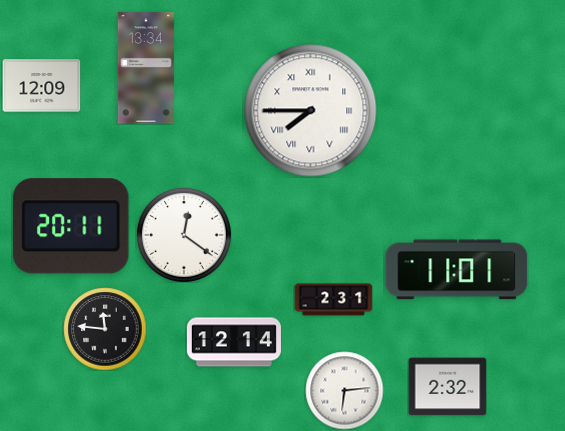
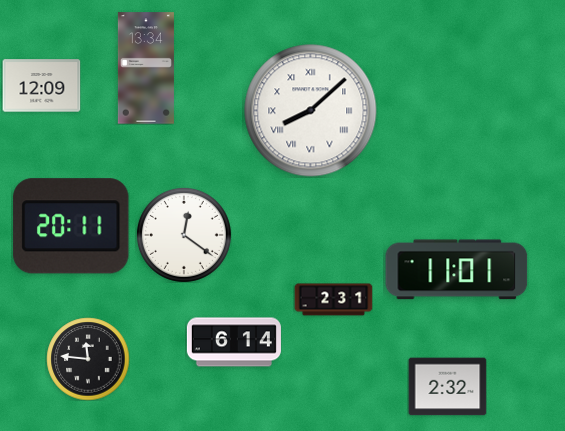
clock at (311, 111): 7:45 -> 8:08
clock at (105, 329) position: (105, 329) -> (88, 359)
clock at (234, 342): 12:14 -> 6:14
clock at (344, 390): 6:14 -> none
